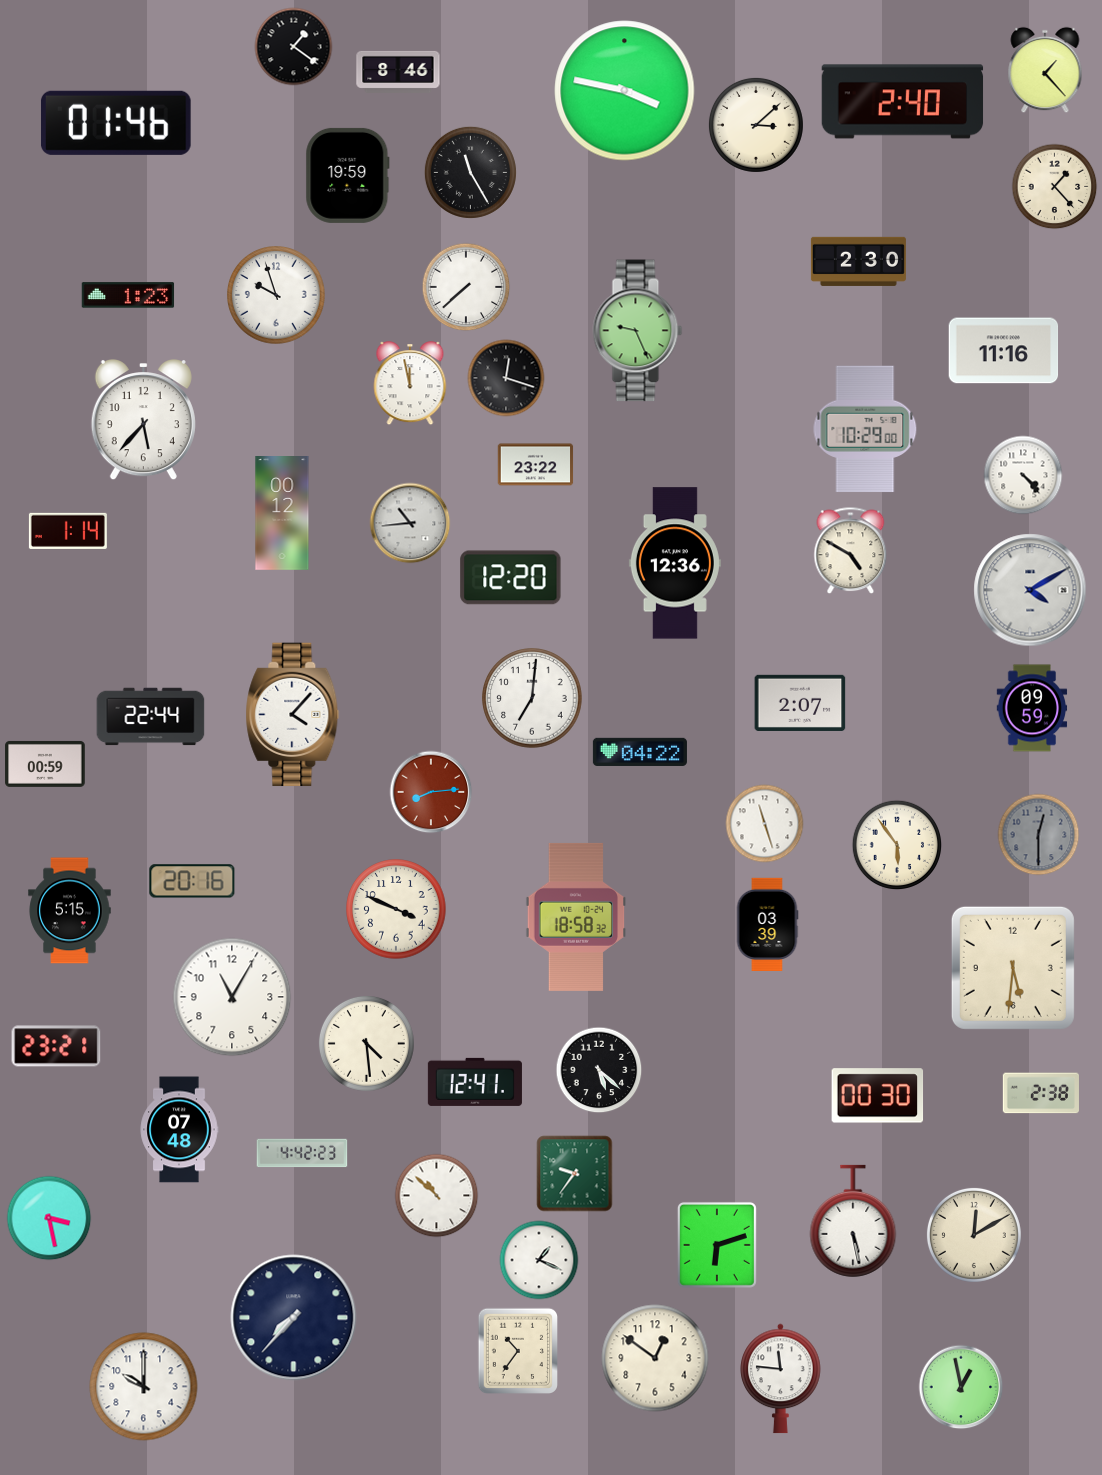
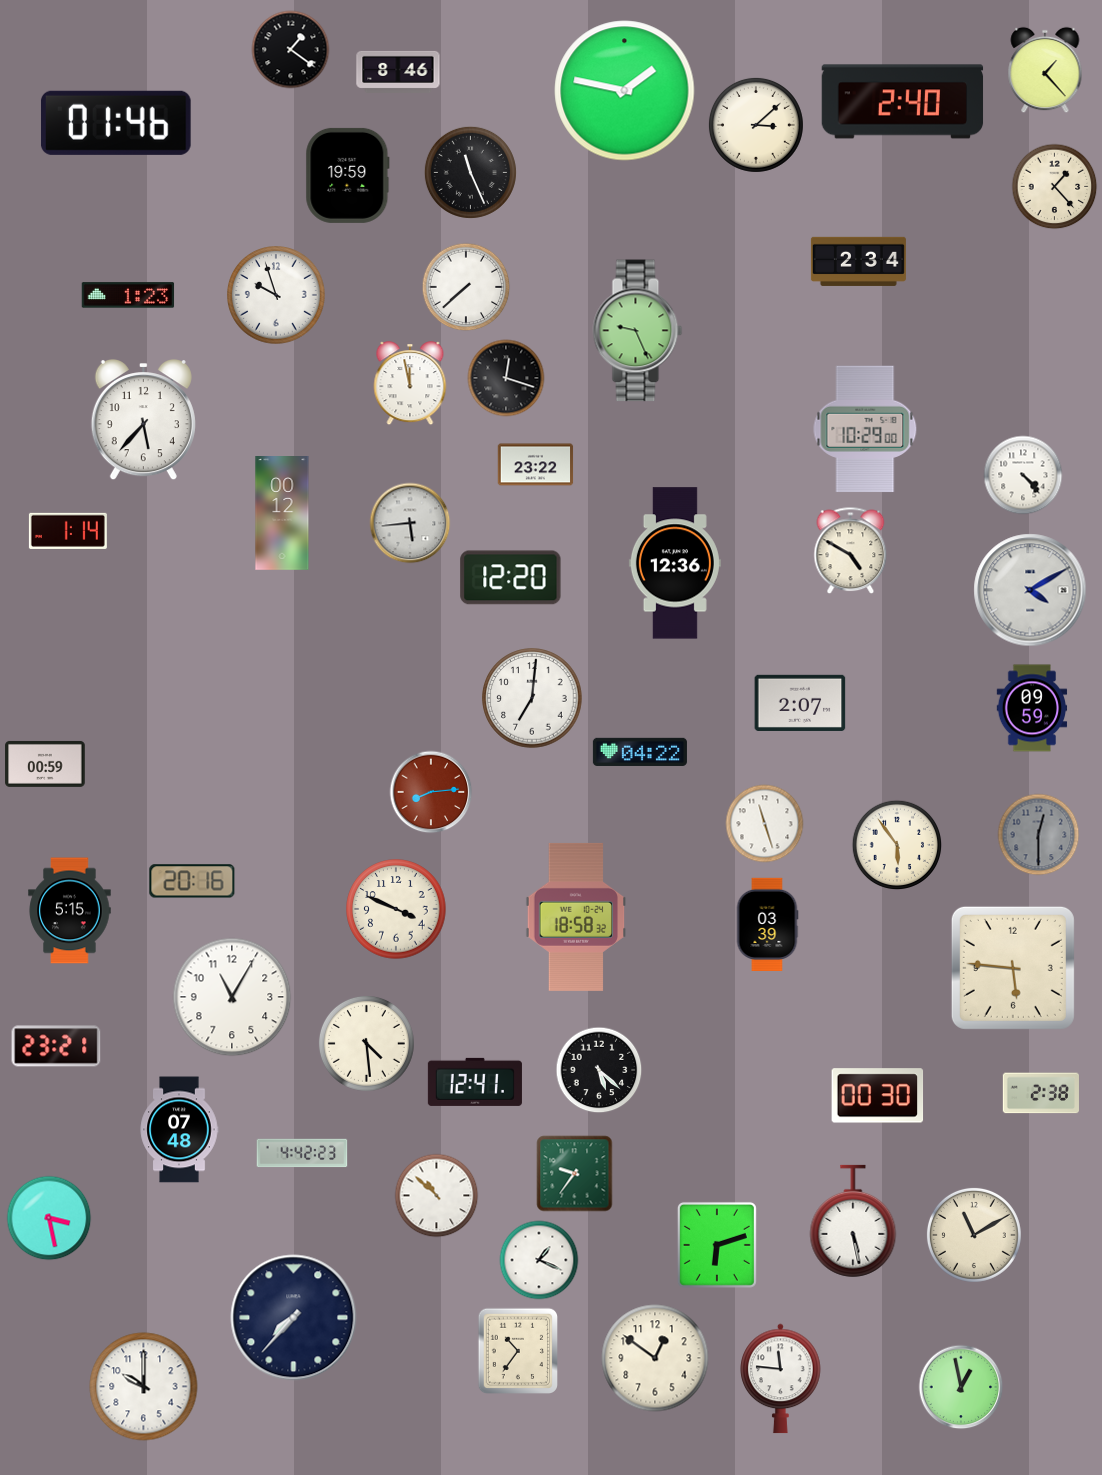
clock at (294, 47) position: (294, 47) -> (291, 50)
clock at (625, 91): 3:47 -> 1:47
clock at (470, 172): 11:25 -> 11:26
clock at (858, 261): 2:30 -> 2:34
clock at (1004, 351): 11:16 -> none
clock at (410, 523): 10:44 -> 5:44
clock at (293, 715): 4:07 -> none
clock at (151, 717): 22:44 -> none
clock at (1013, 968): 5:31 -> 5:46
clock at (974, 1235): 12:10 -> 11:10
